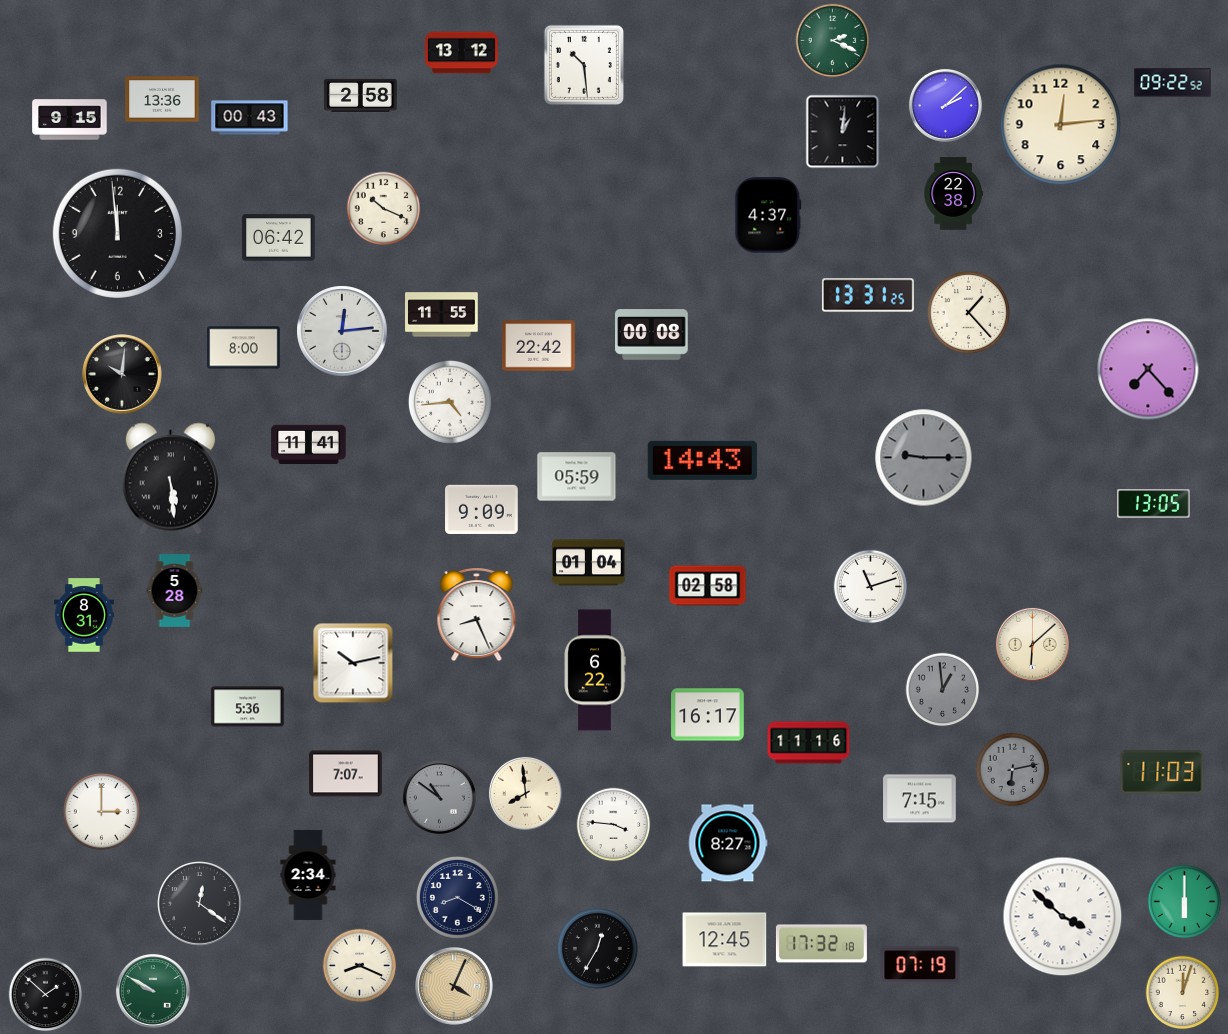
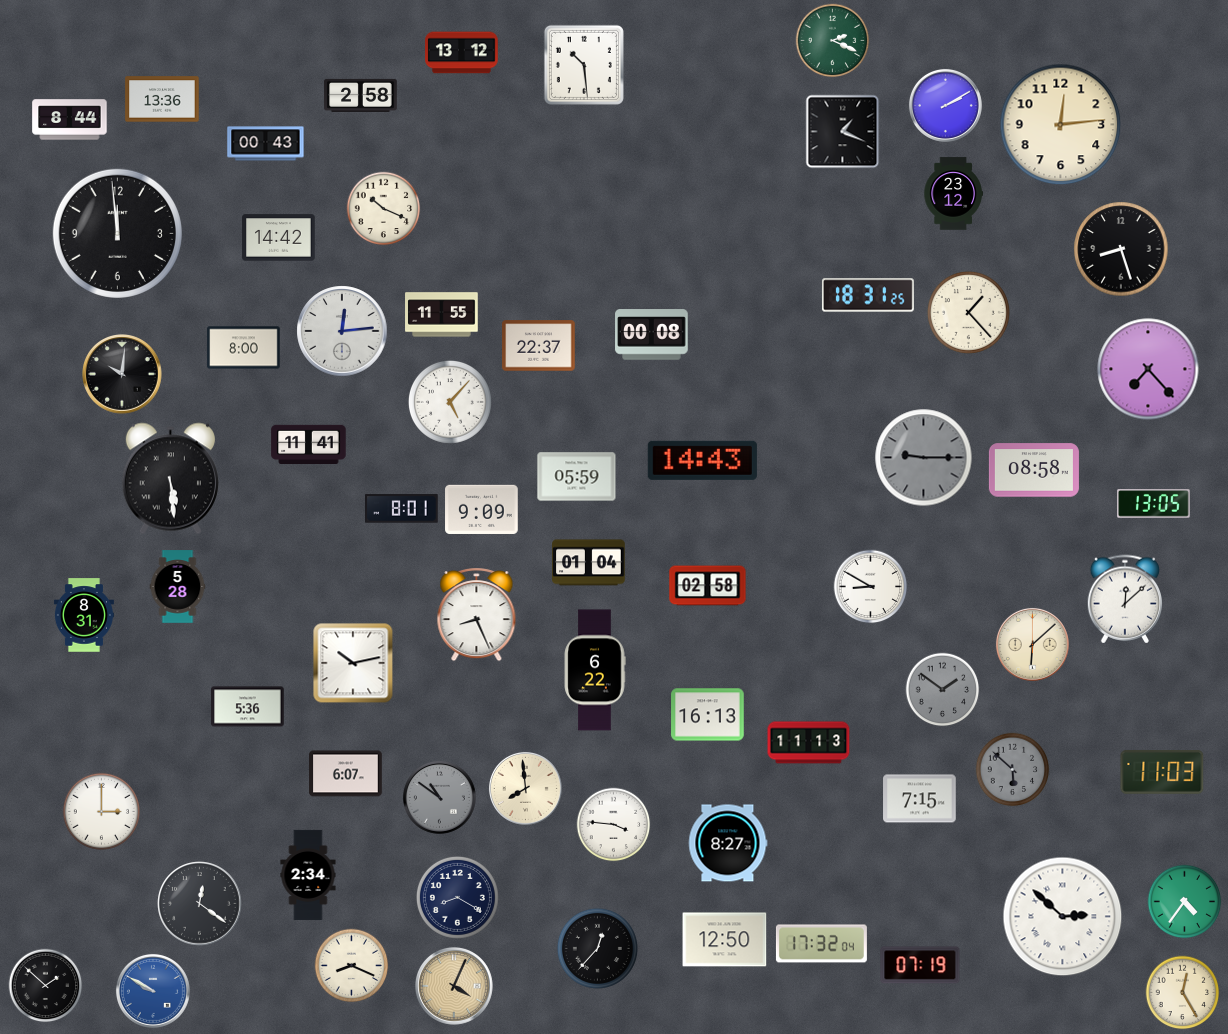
clock at (1173, 83): 09:22 -> none
clock at (945, 105): 2:08 -> 2:10
clock at (250, 118) position: (250, 118) -> (266, 144)
clock at (70, 120): 9:15 -> 8:44
clock at (843, 132): 1:01 -> 1:19
clock at (953, 194): 22:38 -> 23:12
clock at (768, 215): 4:37 -> none
clock at (279, 238): 06:42 -> 14:42
clock at (1121, 249): none -> 8:27
clock at (868, 295): 13:31 -> 18:31
clock at (539, 346): 22:42 -> 22:37
clock at (450, 402): 4:44 -> 5:07
clock at (1034, 470): none -> 08:58
clock at (402, 509): none -> 8:01
clock at (871, 587): 11:12 -> 8:50
clock at (175, 591) position: (175, 591) -> (178, 587)
clock at (1124, 599): none -> 12:08
clock at (943, 690): 12:59 -> 1:51
clock at (708, 715): 16:17 -> 16:13
clock at (809, 743): 11:16 -> 11:13
clock at (1013, 770): 6:13 -> 5:52
clock at (346, 774): 7:07 -> 6:07
clock at (525, 793) position: (525, 793) -> (525, 788)
clock at (1185, 902): 6:00 -> 4:36
clock at (1063, 917): 3:52 -> 2:52
clock at (725, 940): 12:45 -> 12:50
clock at (821, 944): 17:32:18 -> 17:32:04
clock at (597, 948): 12:35 -> 12:37
clock at (360, 966) position: (360, 966) -> (352, 966)
clock at (153, 991) dial: green -> blue
clock at (1183, 993): 12:03 -> 12:25
clock at (46, 995) position: (46, 995) -> (46, 986)
